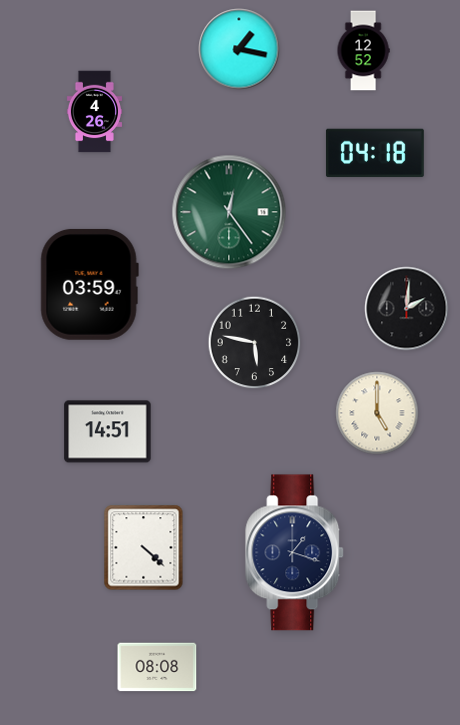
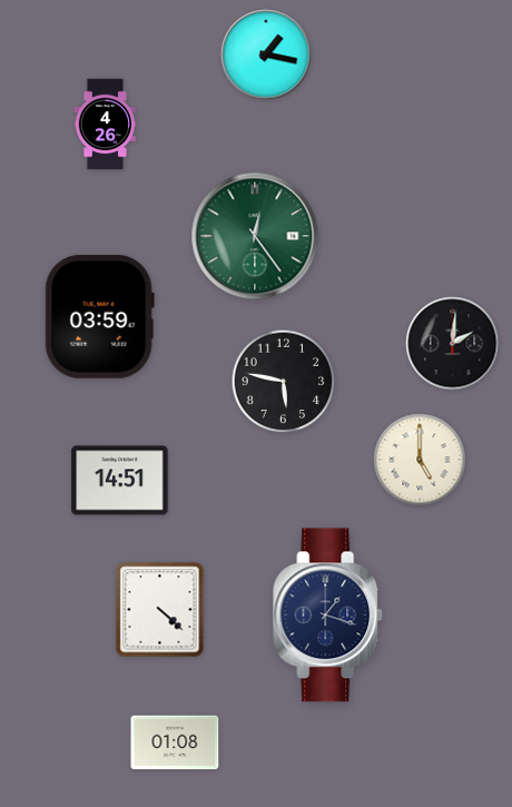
clock at (363, 51): 12:52 -> none
clock at (375, 153): 04:18 -> none
clock at (157, 667): 08:08 -> 01:08
